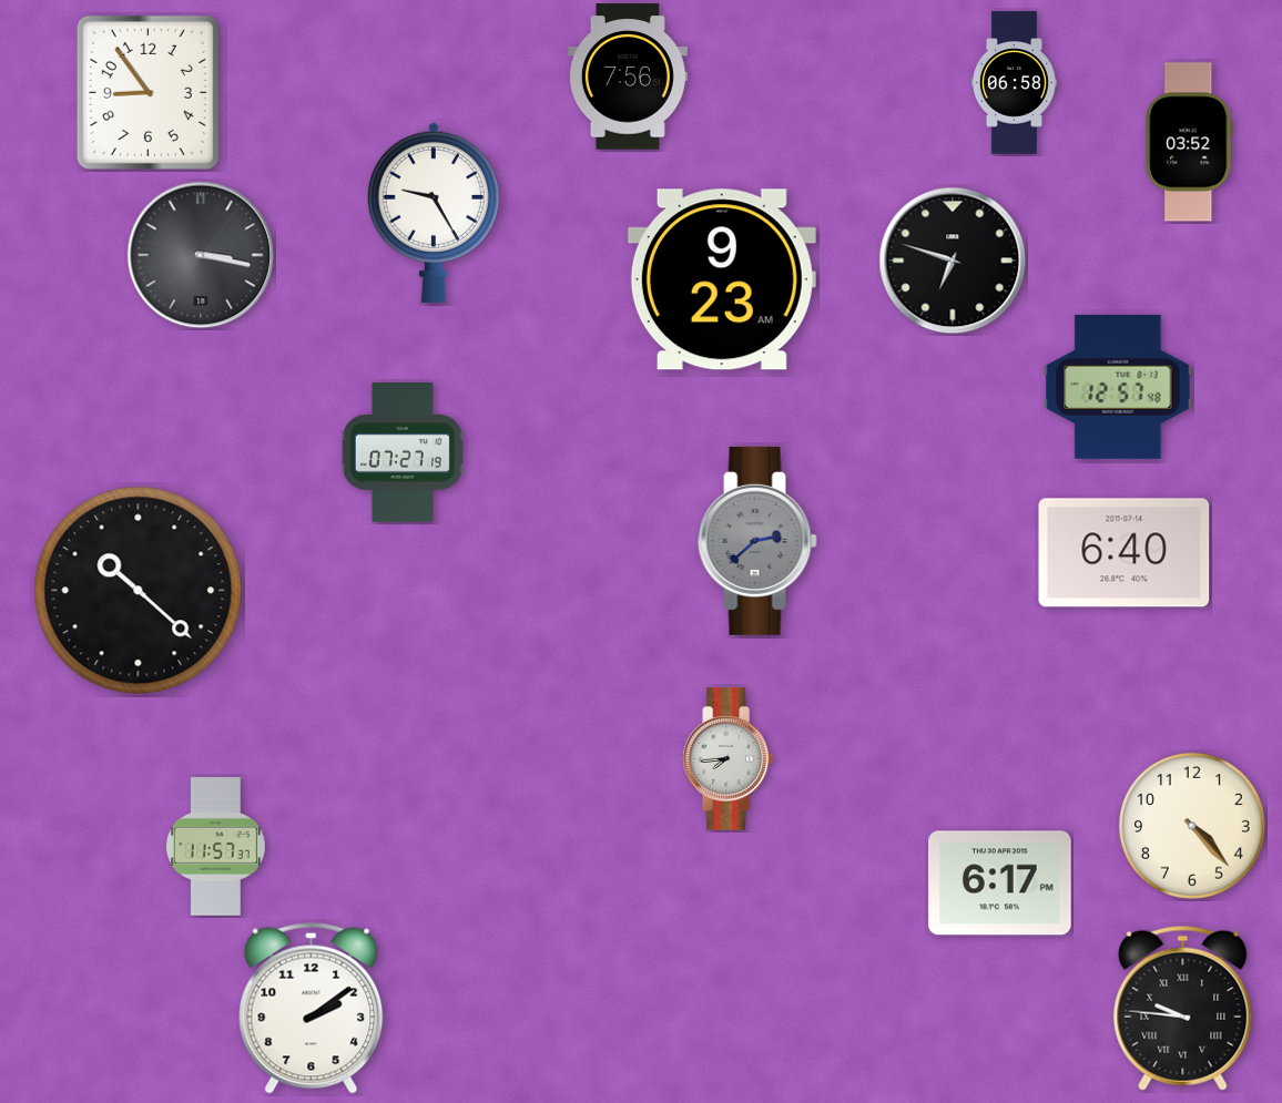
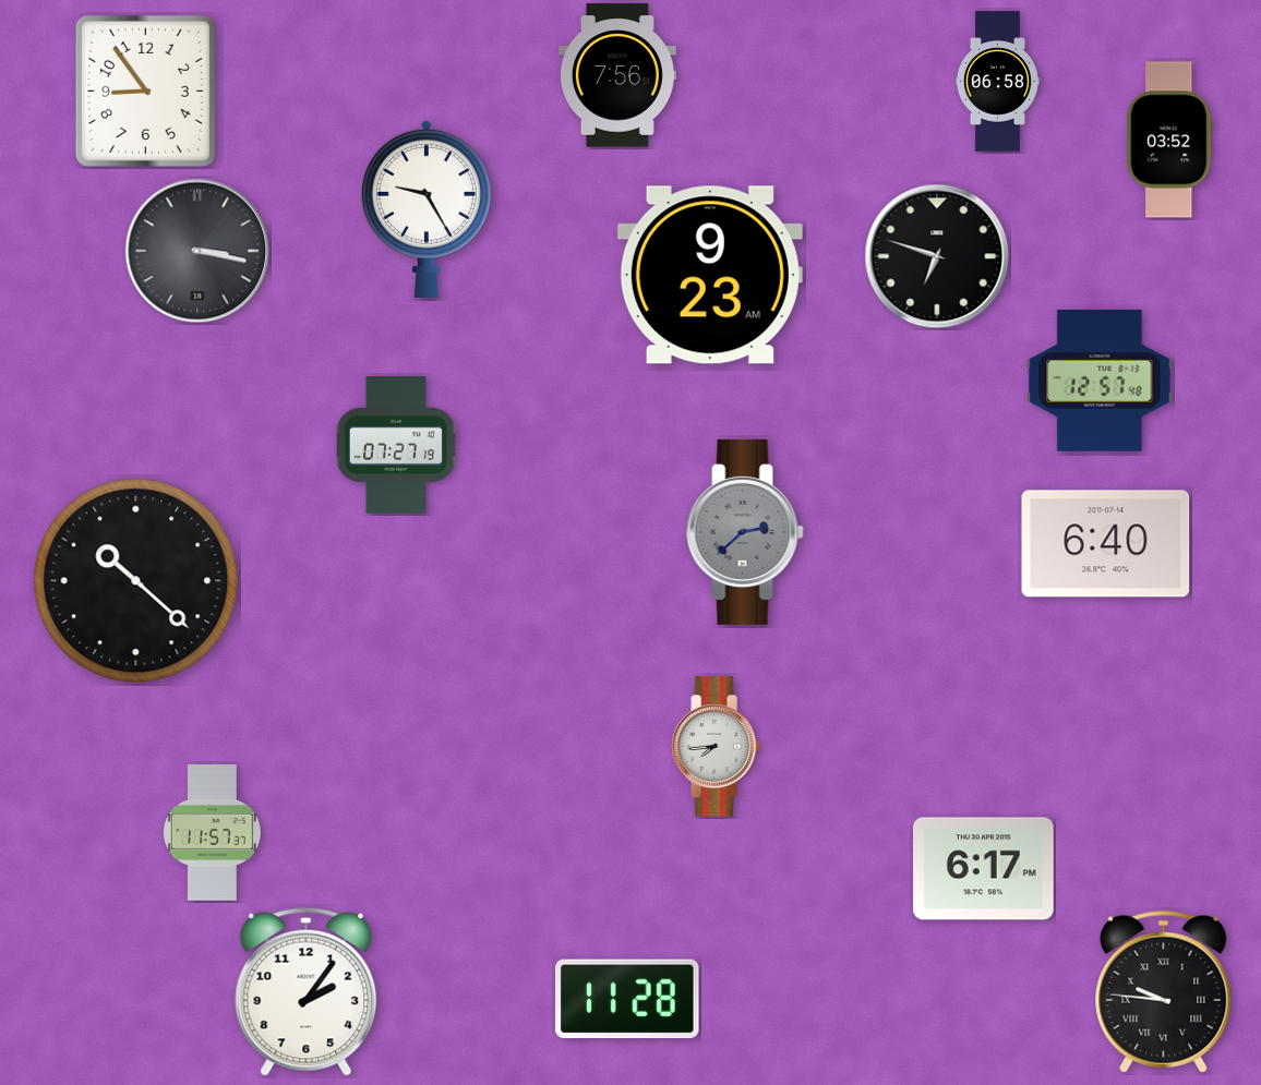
clock at (1193, 827): 4:23 -> none
clock at (312, 1008): 2:09 -> 2:06
clock at (627, 999): none -> 11:28
